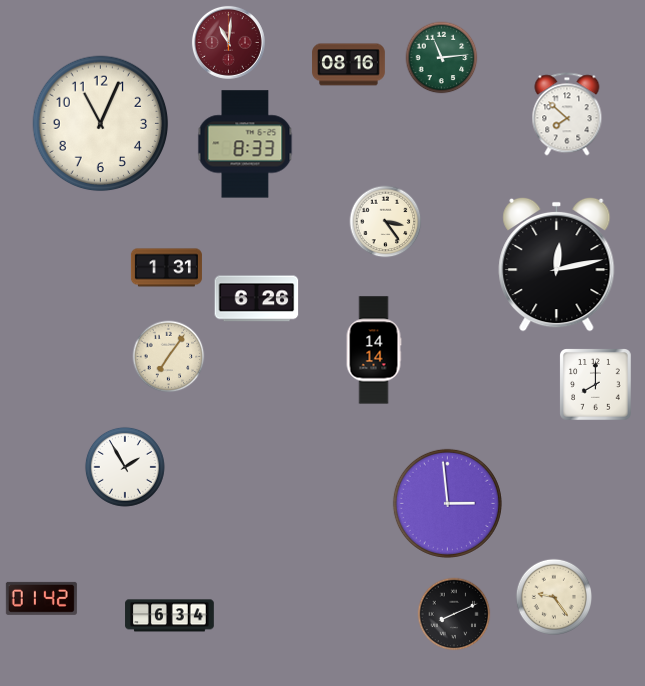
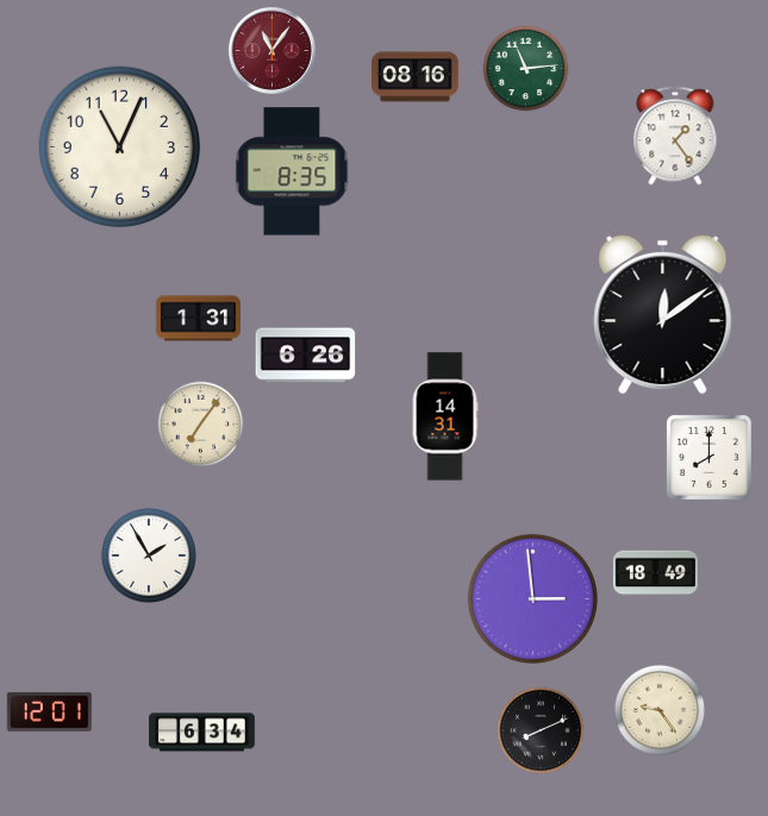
clock at (228, 42): 11:01 -> 11:06
clock at (567, 114): 7:52 -> 1:24
clock at (245, 144): 8:33 -> 8:35
clock at (386, 222): 3:24 -> none
clock at (557, 264): 12:13 -> 12:09
clock at (374, 350): 14:14 -> 14:31
clock at (655, 573): none -> 18:49
clock at (41, 598): 01:42 -> 12:01
